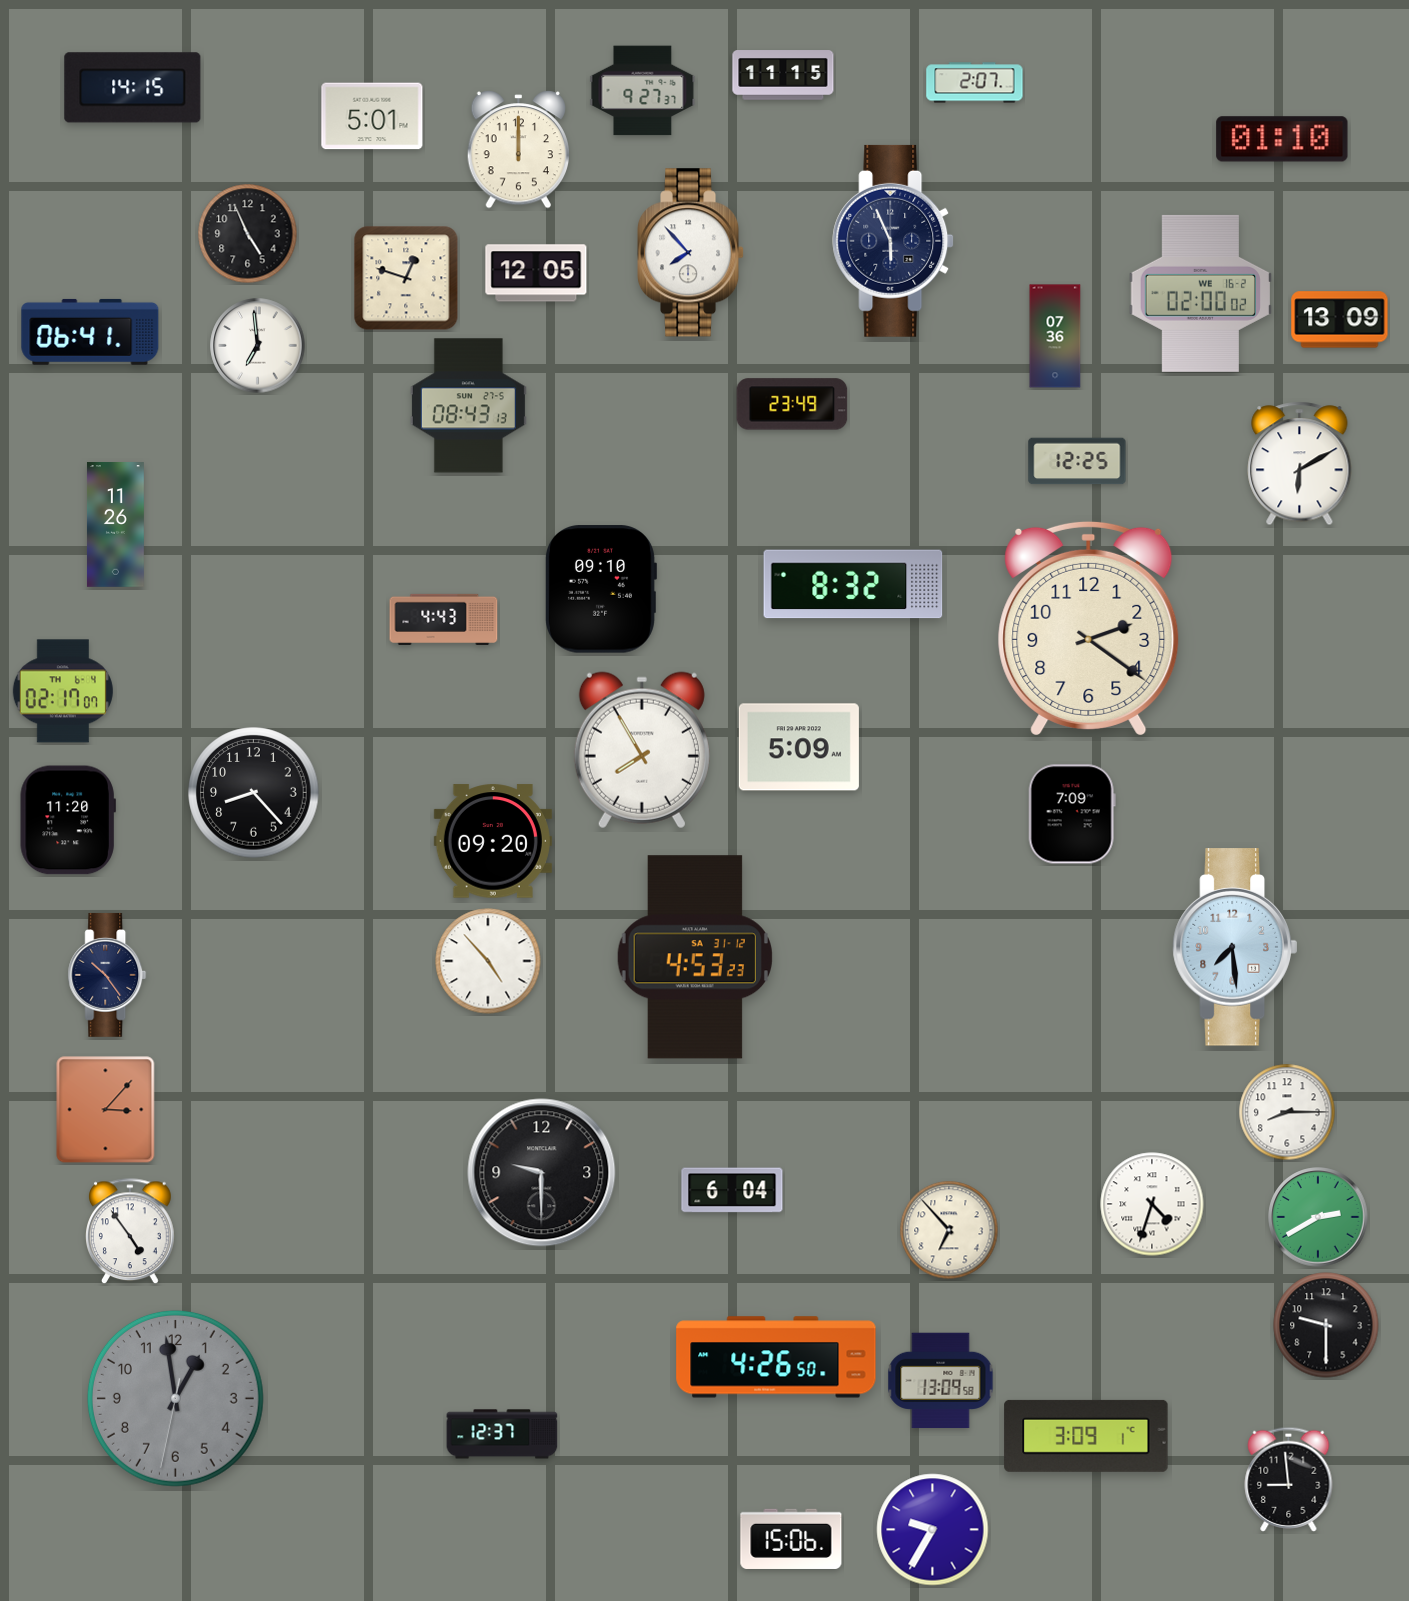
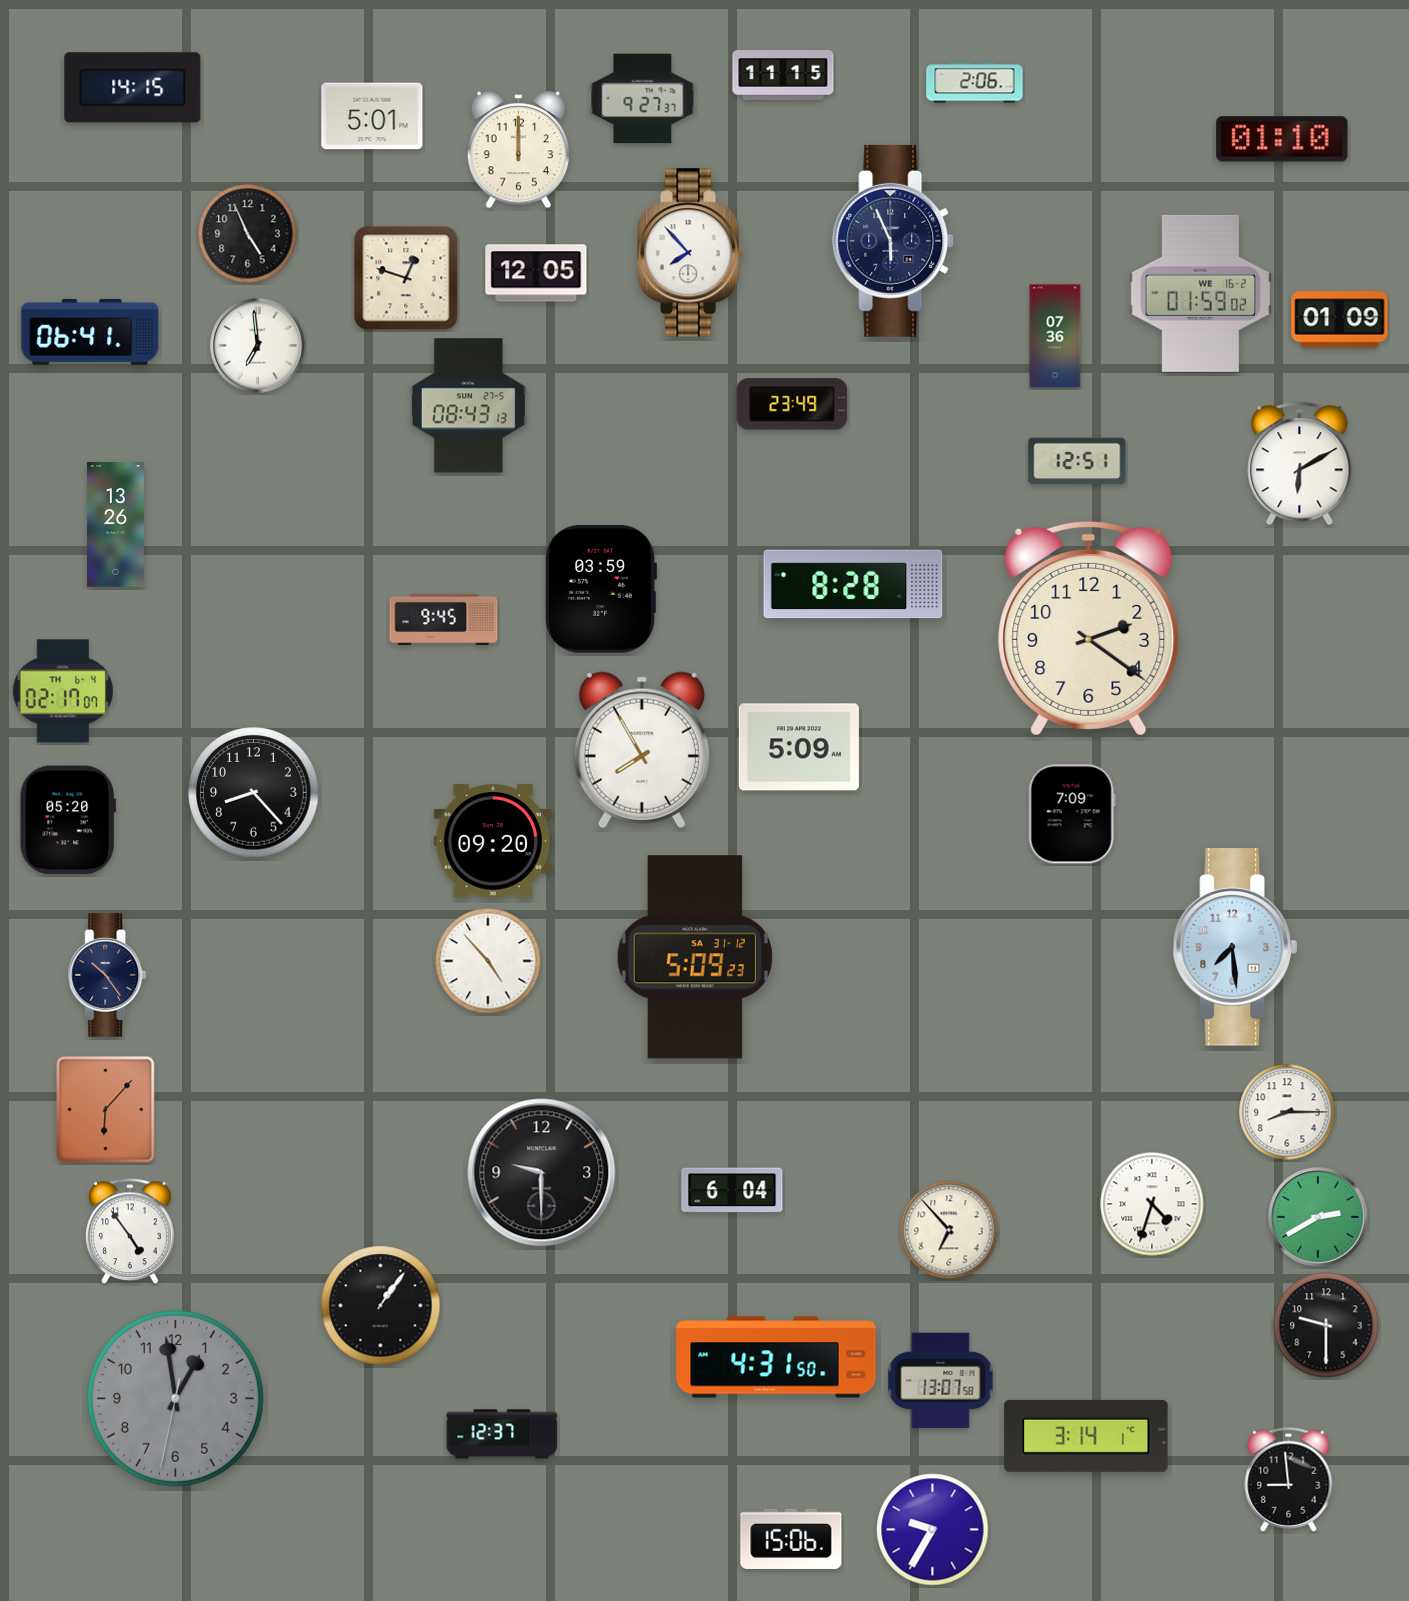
clock at (975, 83): 2:07 -> 2:06
clock at (643, 91) position: (643, 91) -> (643, 99)
clock at (1200, 293): 02:00 -> 01:59
clock at (1340, 320): 13:09 -> 01:09
clock at (1077, 461): 12:25 -> 12:51
clock at (115, 525): 11:26 -> 13:26
clock at (853, 584): 8:32 -> 8:28
clock at (600, 589): 09:10 -> 03:59
clock at (444, 619): 4:43 -> 9:45
clock at (68, 820): 11:20 -> 05:20
clock at (695, 957): 4:53 -> 5:09
clock at (106, 1110): 3:07 -> 6:07
clock at (381, 1306): none -> 1:06
clock at (776, 1357): 4:26 -> 4:31
clock at (941, 1381): 13:09 -> 13:07
clock at (1086, 1436): 3:09 -> 3:14
